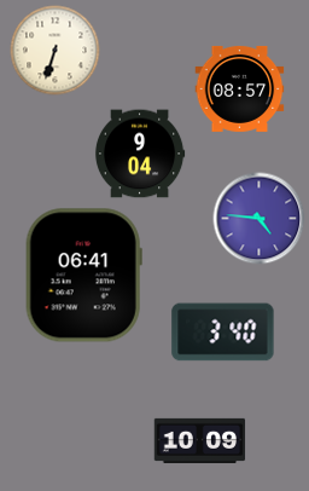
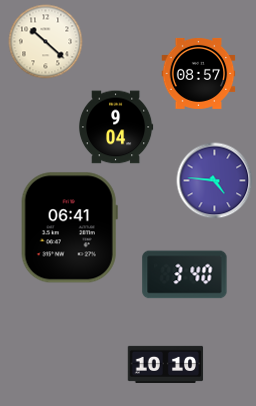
clock at (56, 51): 6:33 -> 10:22
clock at (200, 440): 10:09 -> 10:10
